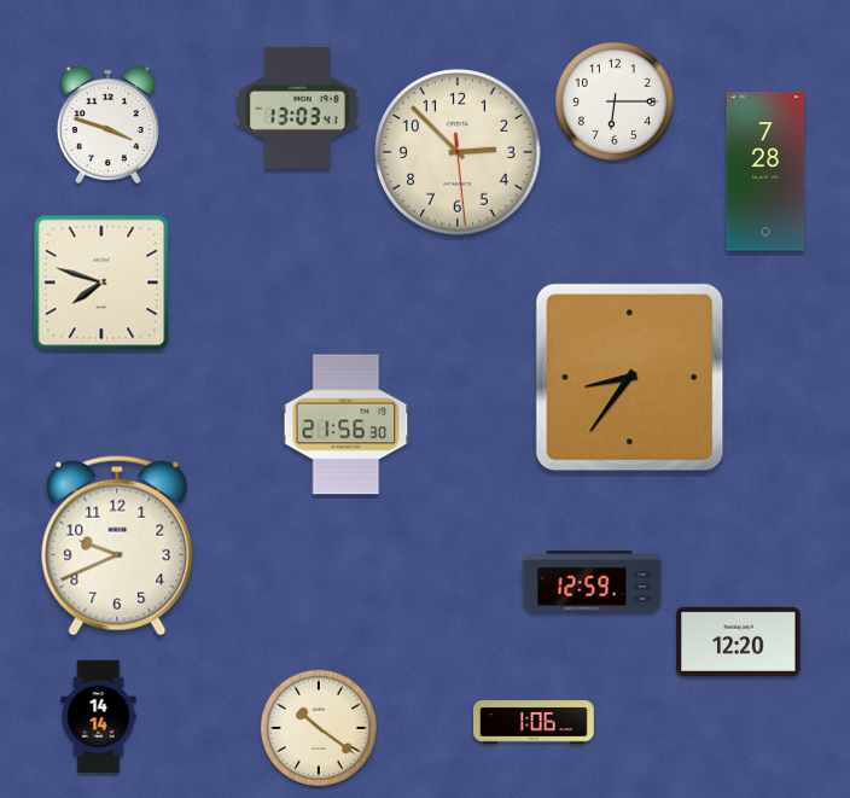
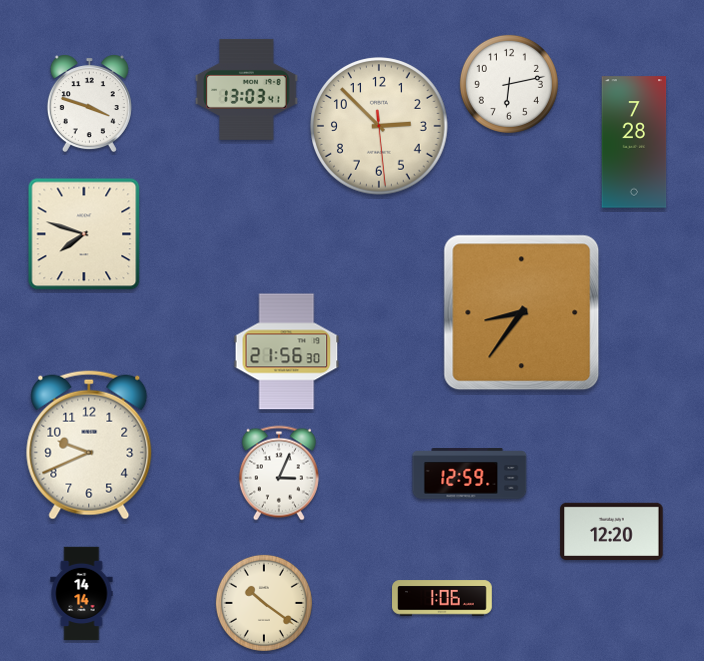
clock at (615, 101): 6:15 -> 6:13
clock at (117, 546) position: (117, 546) -> (89, 445)
clock at (279, 473): none -> 3:04
clock at (593, 582) position: (593, 582) -> (470, 474)
